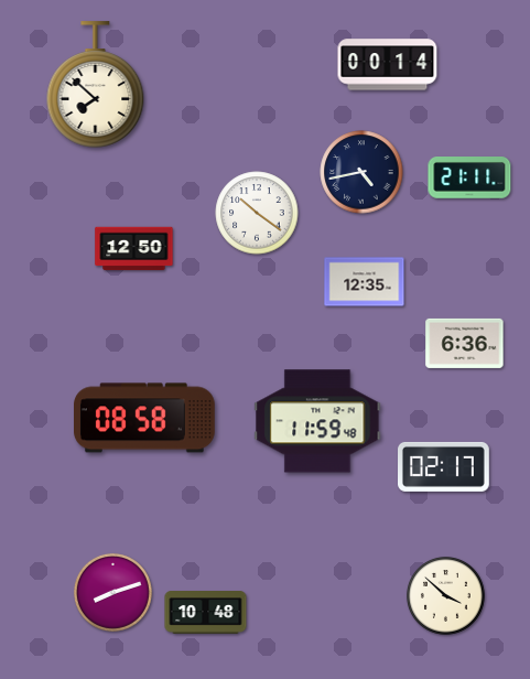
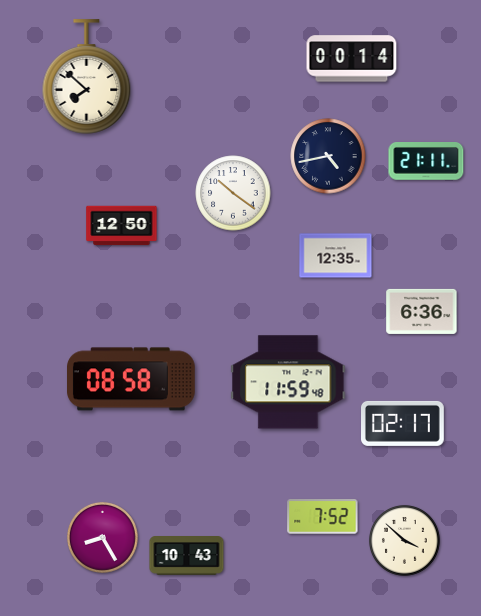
clock at (365, 282) position: (365, 282) -> (336, 256)
clock at (323, 517): none -> 7:52
clock at (112, 592): 8:12 -> 8:25
clock at (206, 613): 10:48 -> 10:43
